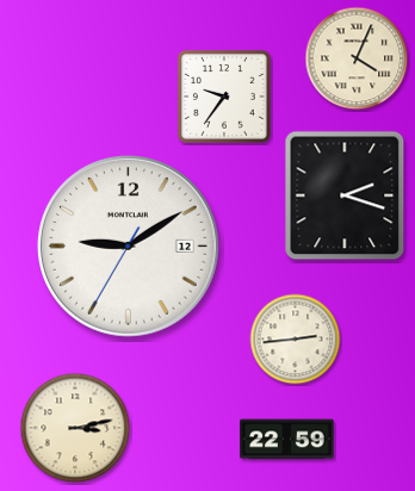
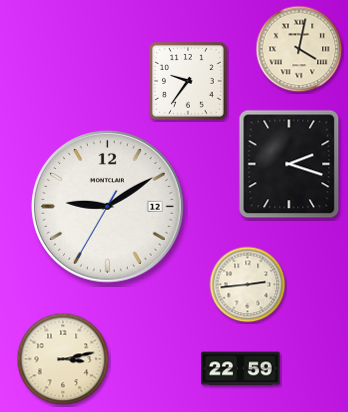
clock at (357, 58): 4:04 -> 4:02
